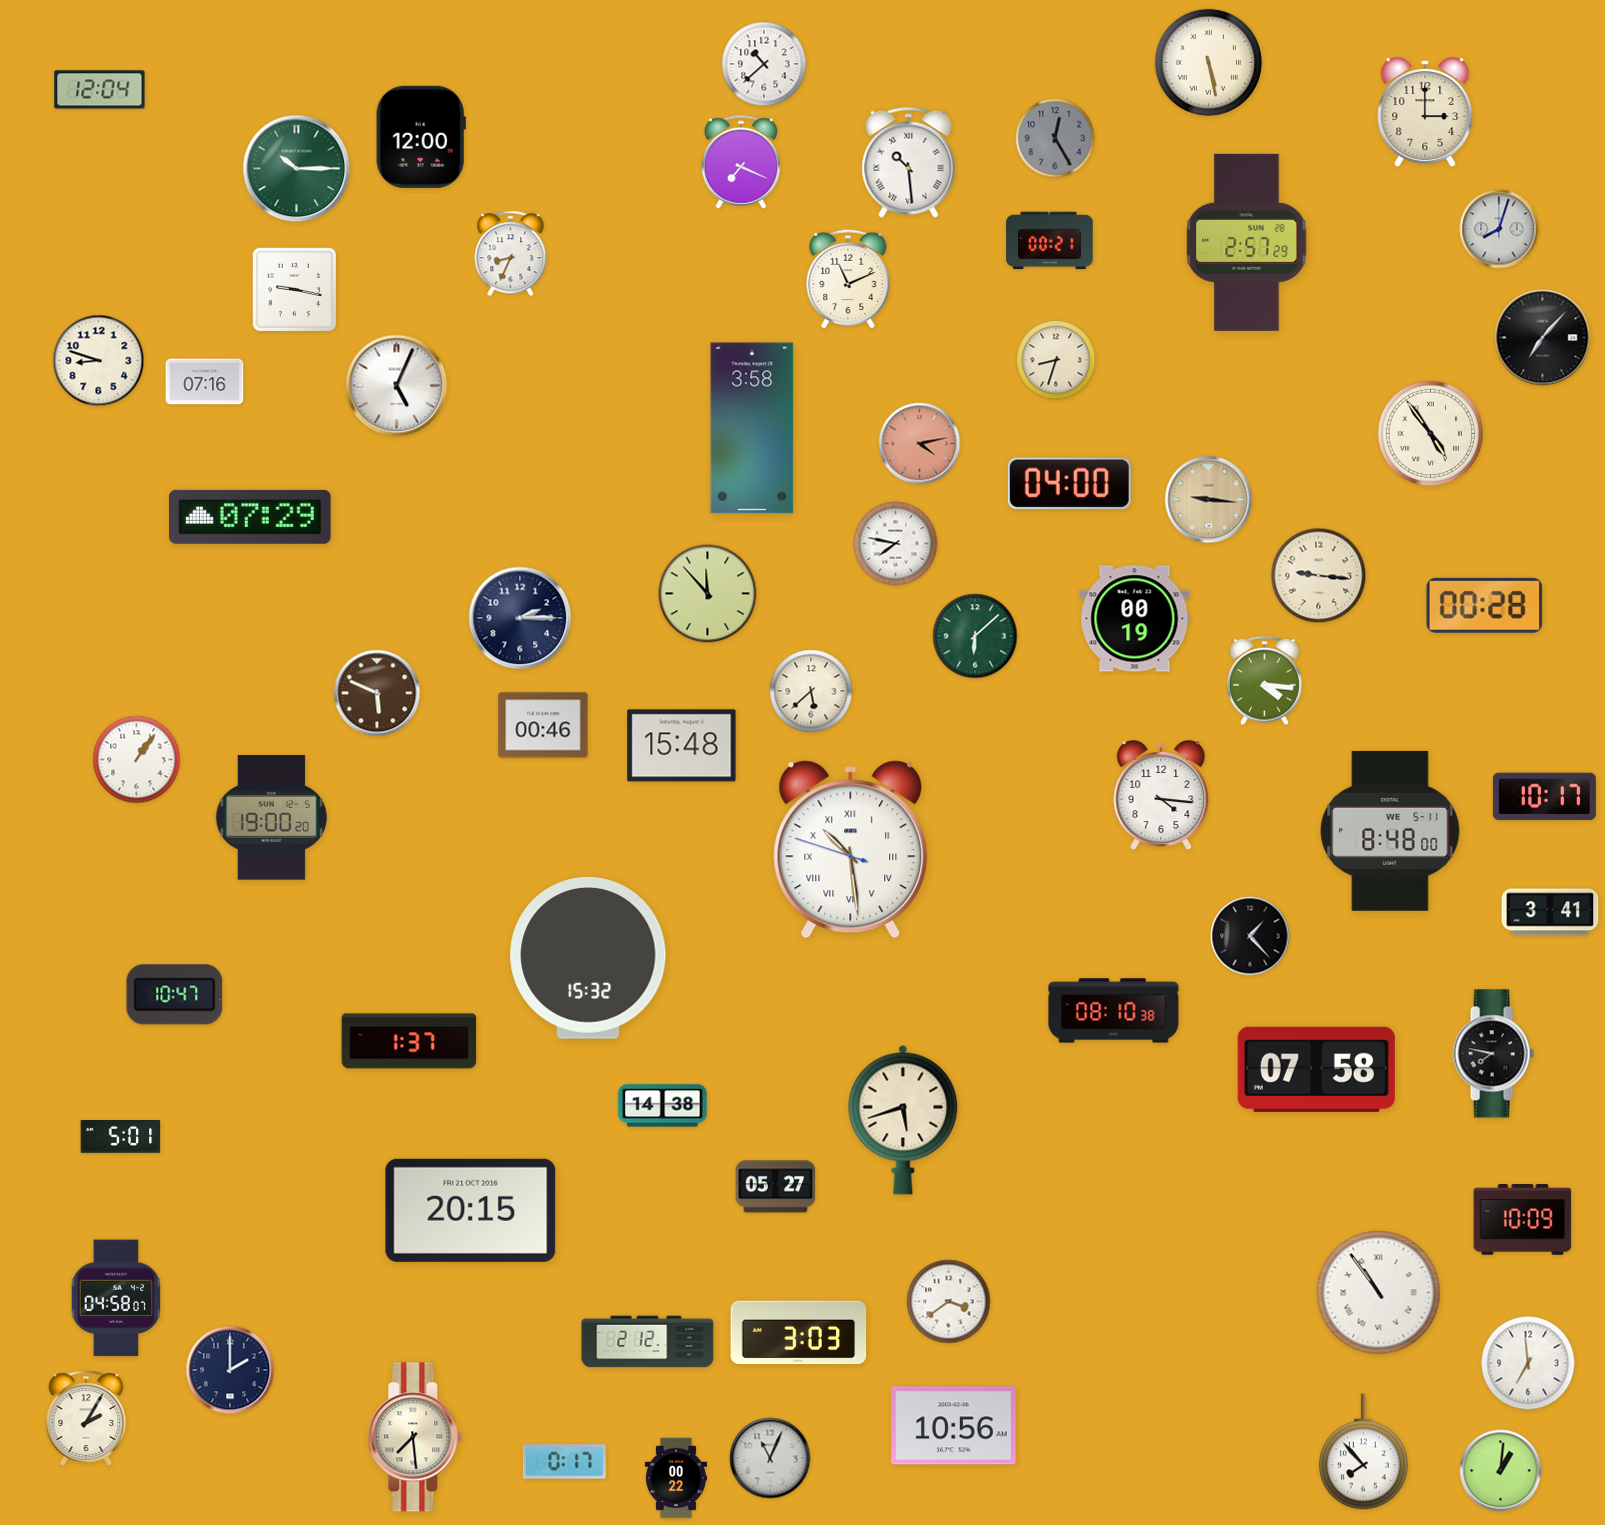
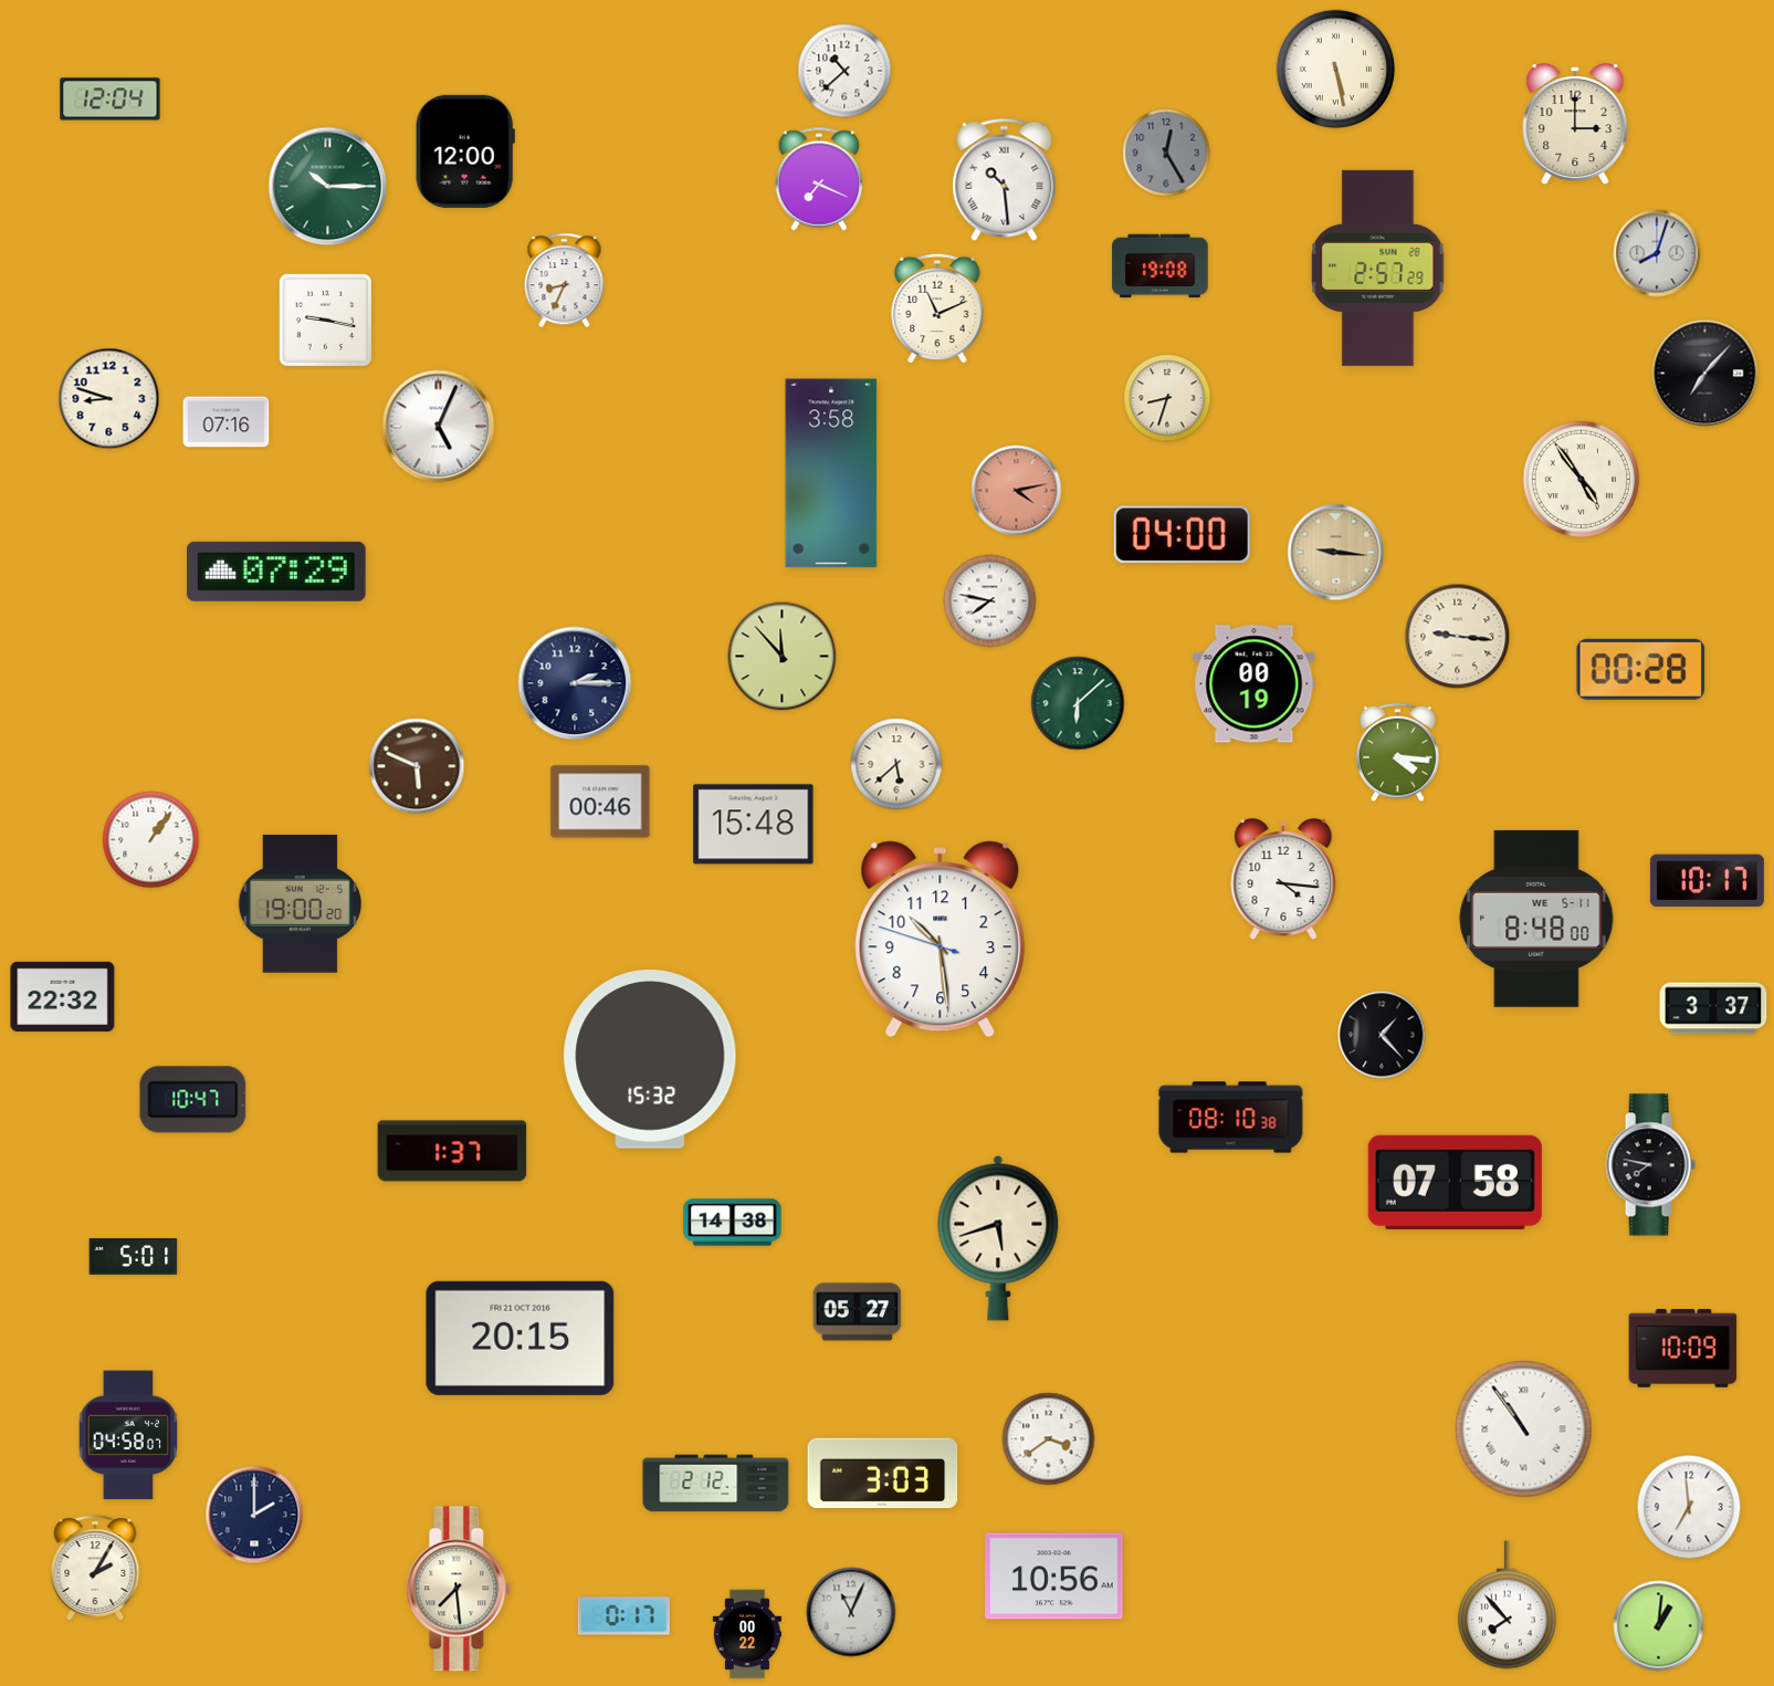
clock at (1050, 241): 00:21 -> 19:08
clock at (851, 850) numerals: Roman -> Arabic
clock at (63, 996): none -> 22:32
clock at (1550, 912): 3:41 -> 3:37
